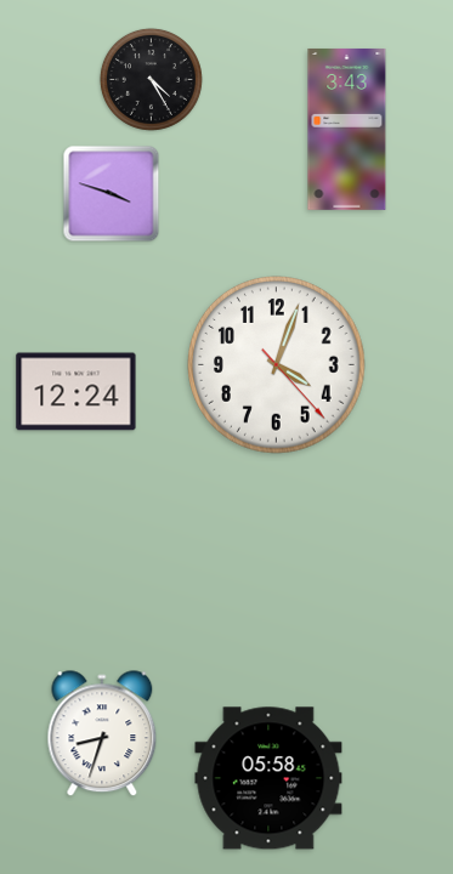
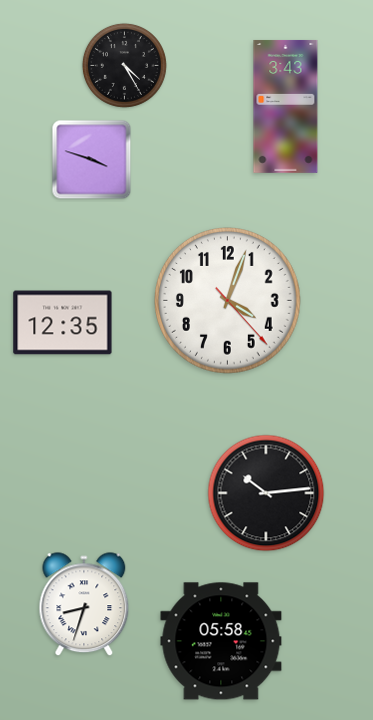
clock at (77, 392): 12:24 -> 12:35
clock at (266, 493): none -> 10:14
